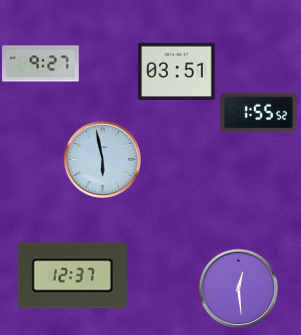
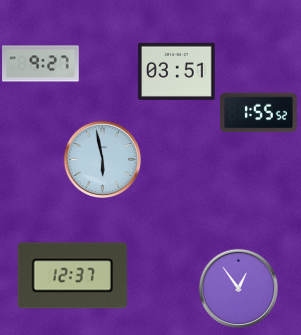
clock at (238, 288): 12:29 -> 12:54
